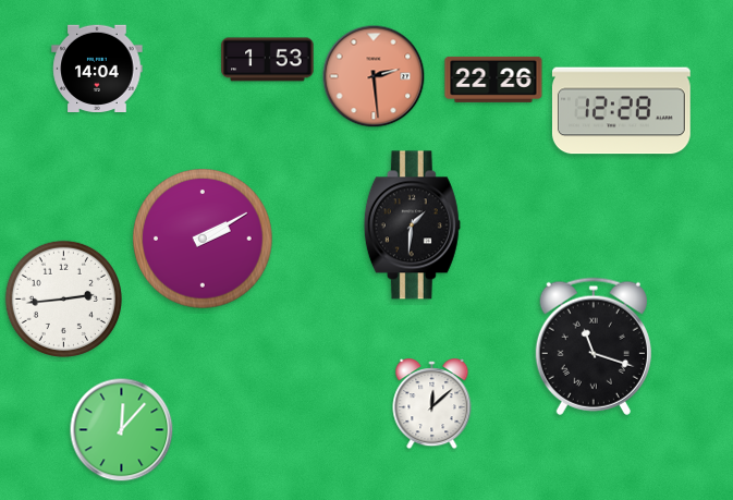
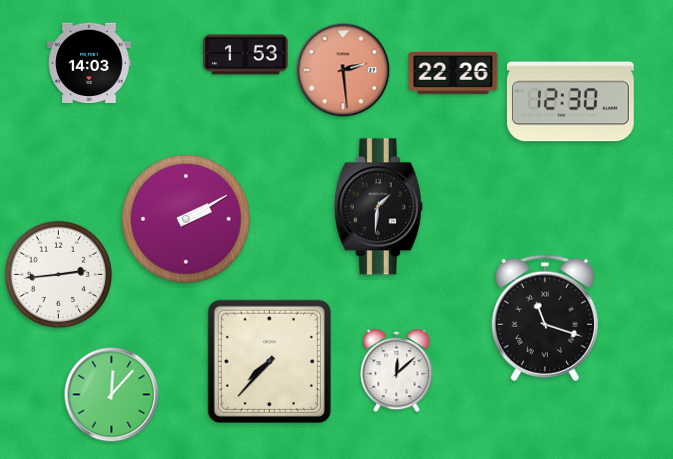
clock at (97, 68): 14:04 -> 14:03
clock at (621, 111): 12:28 -> 12:30
clock at (269, 361): none -> 7:37
